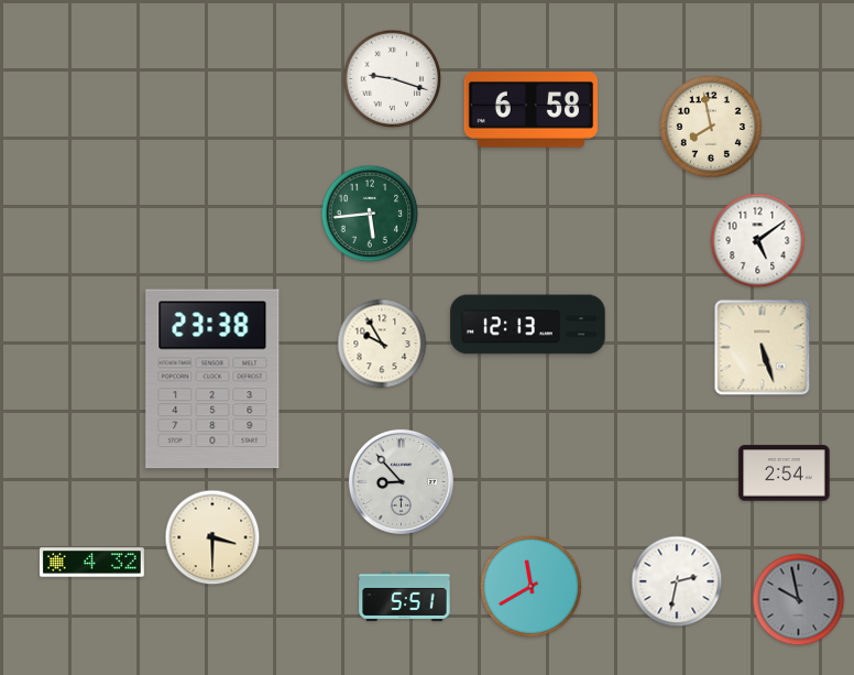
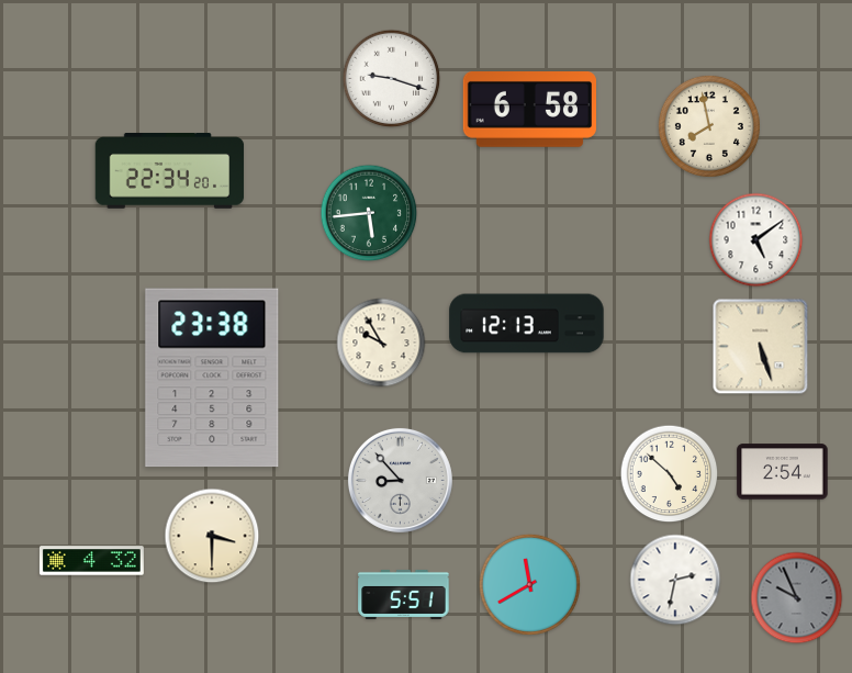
clock at (170, 171): none -> 22:34
clock at (670, 474): none -> 4:52
clock at (799, 600): 9:58 -> 9:56
